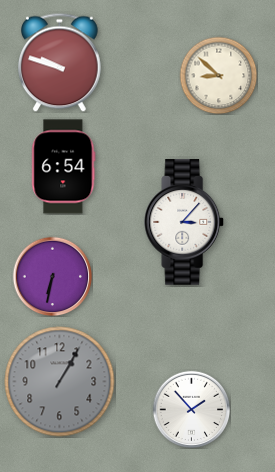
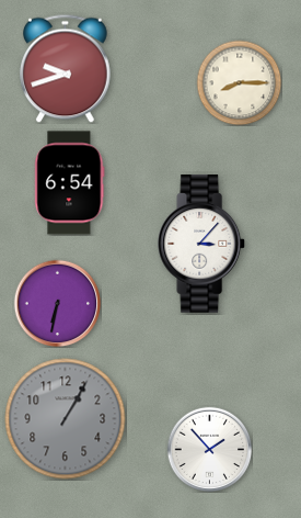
clock at (60, 62): 9:48 -> 9:42
clock at (218, 75): 8:52 -> 8:15
